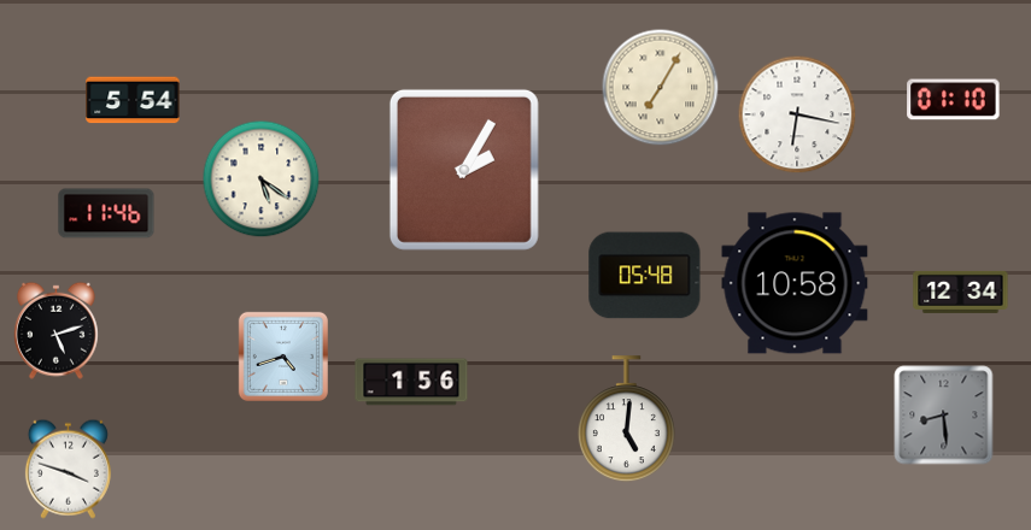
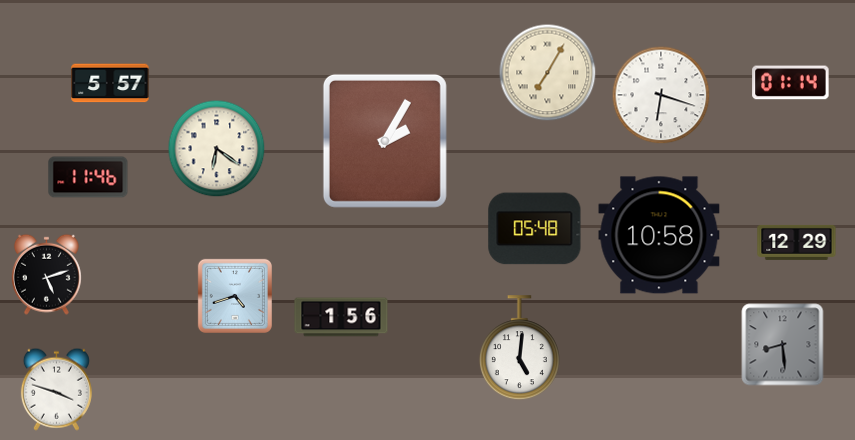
clock at (133, 100): 5:54 -> 5:57
clock at (954, 100): 01:10 -> 01:14
clock at (797, 114): 6:17 -> 6:18
clock at (262, 179): 5:21 -> 6:21
clock at (961, 291): 12:34 -> 12:29
